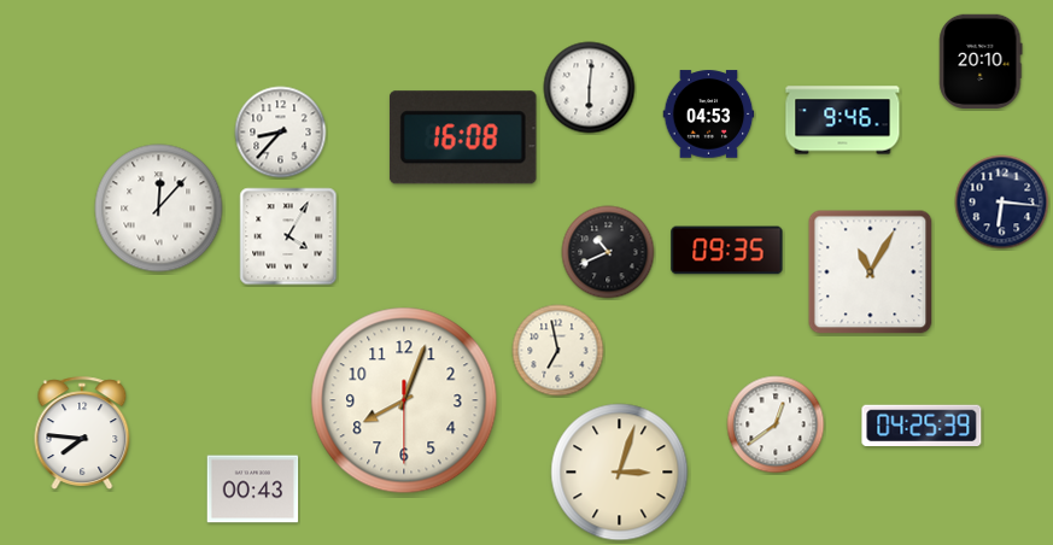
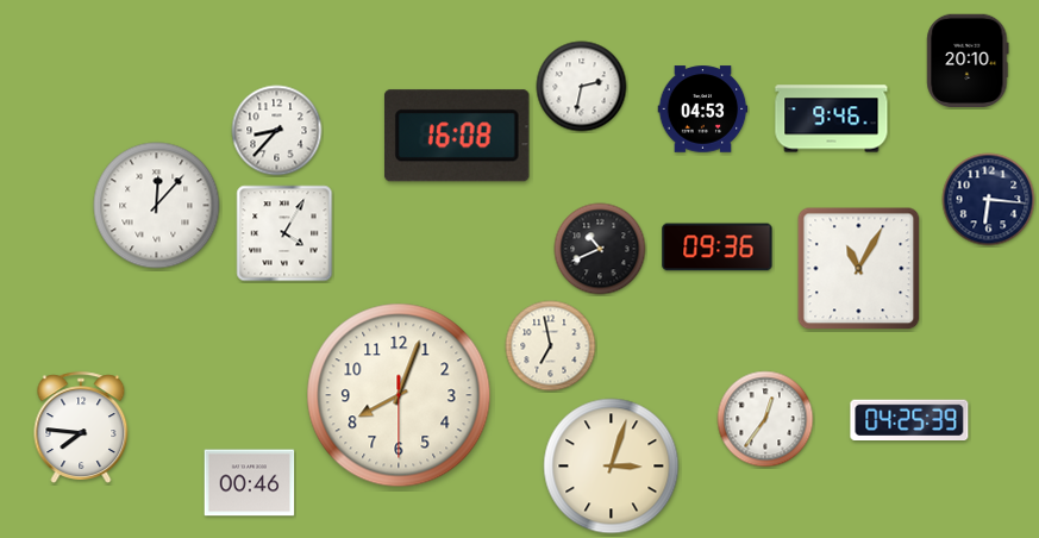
clock at (590, 88): 6:01 -> 2:32
clock at (709, 115) position: (709, 115) -> (703, 110)
clock at (727, 251): 09:35 -> 09:36
clock at (776, 424): 12:39 -> 12:36
clock at (253, 490): 00:43 -> 00:46
